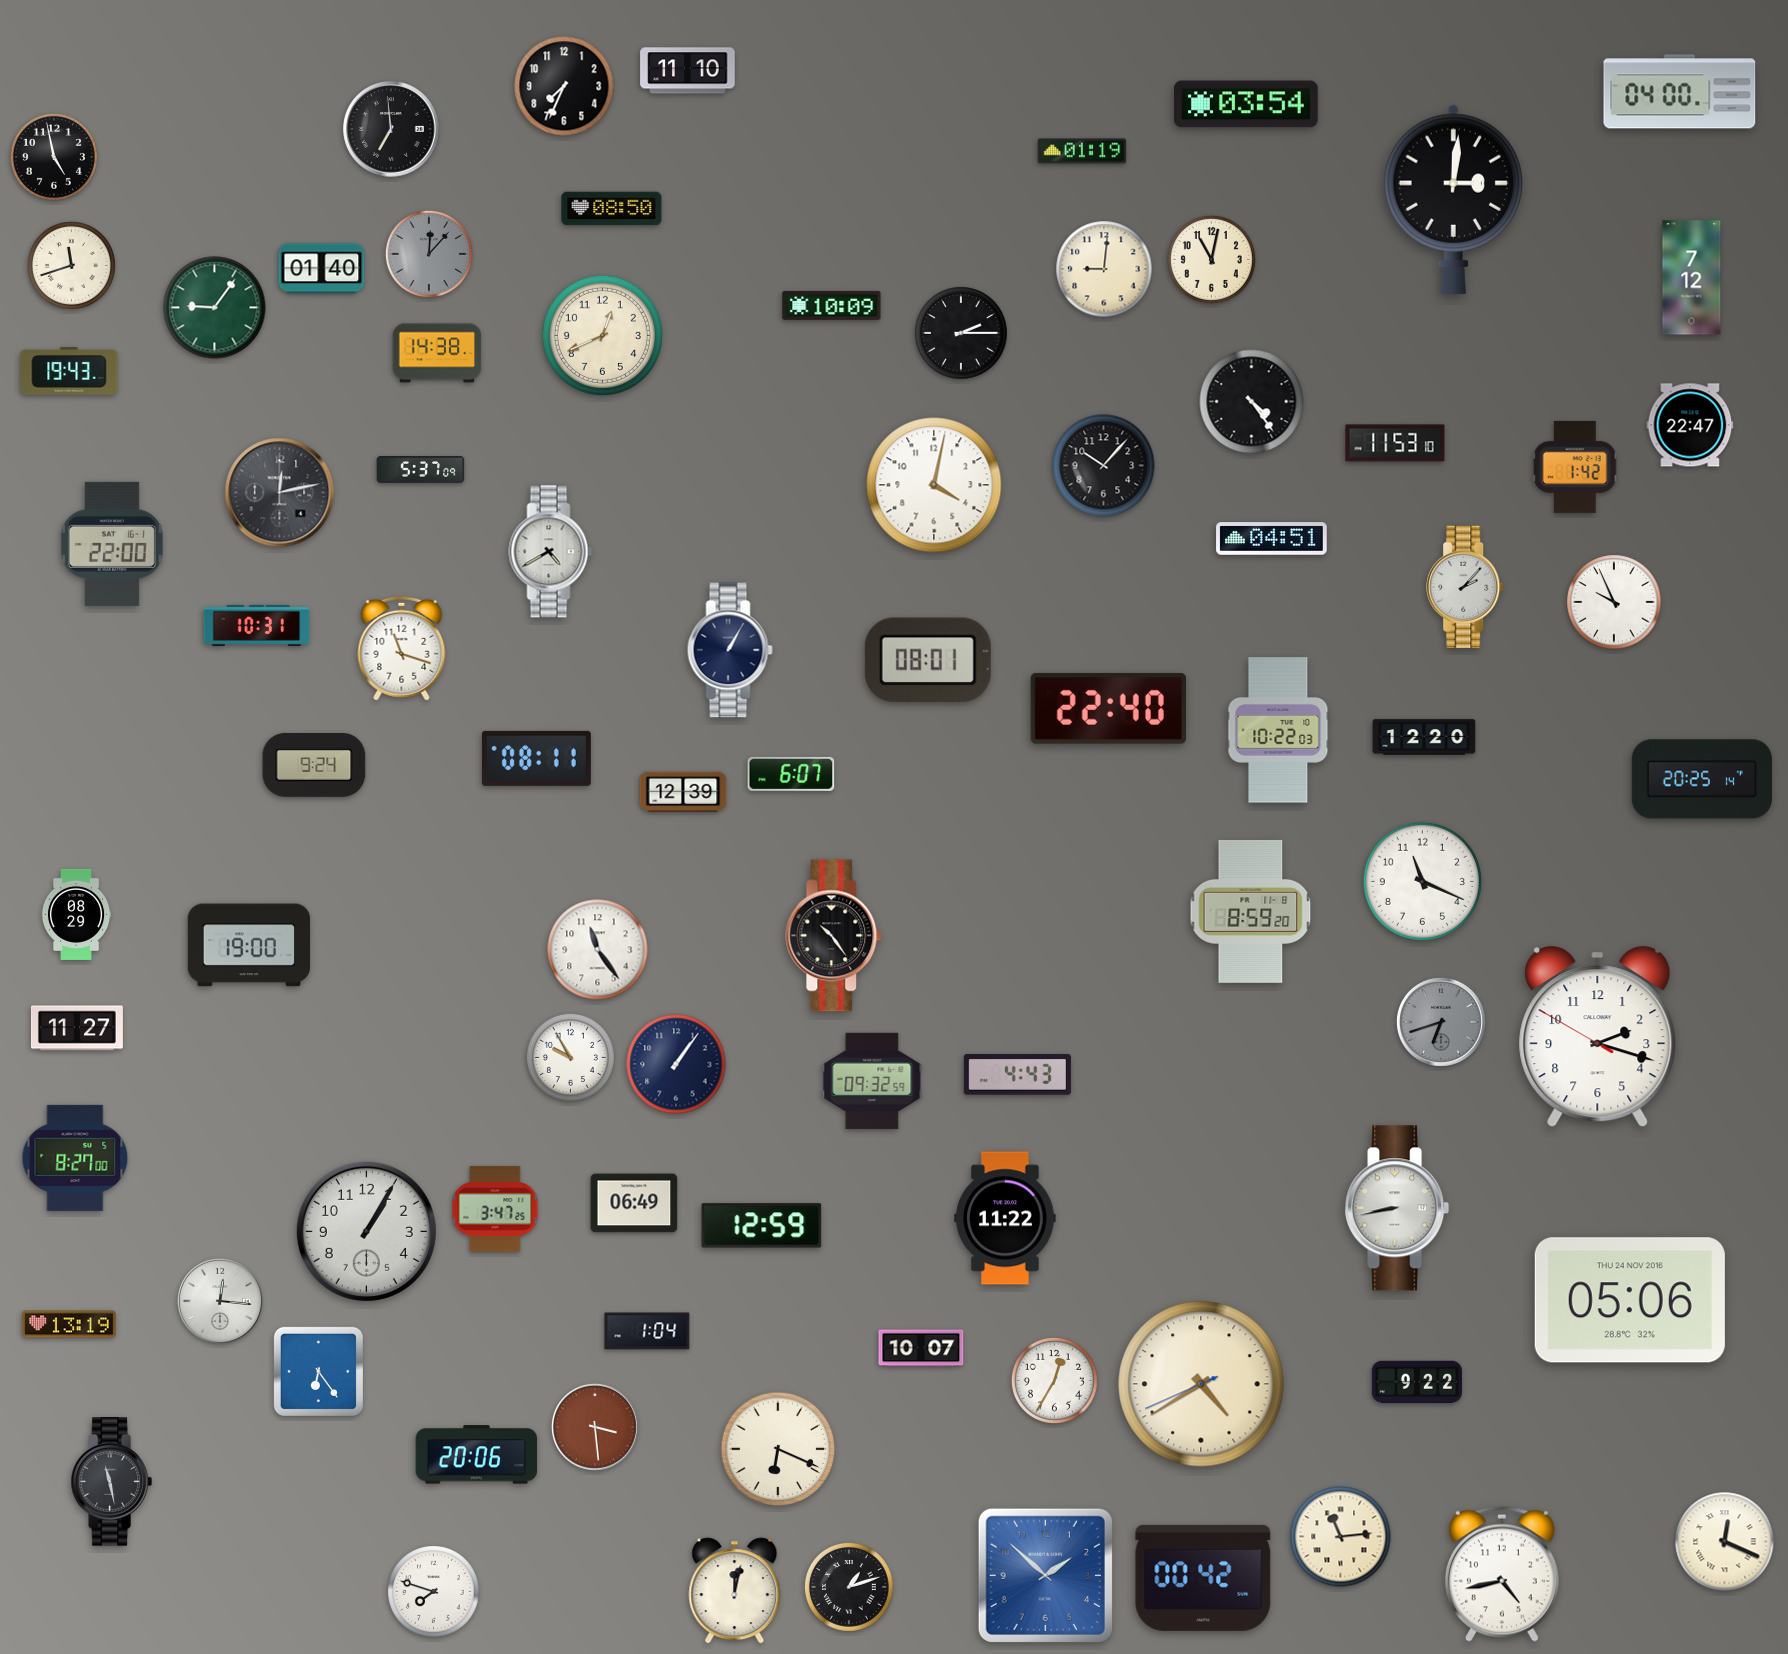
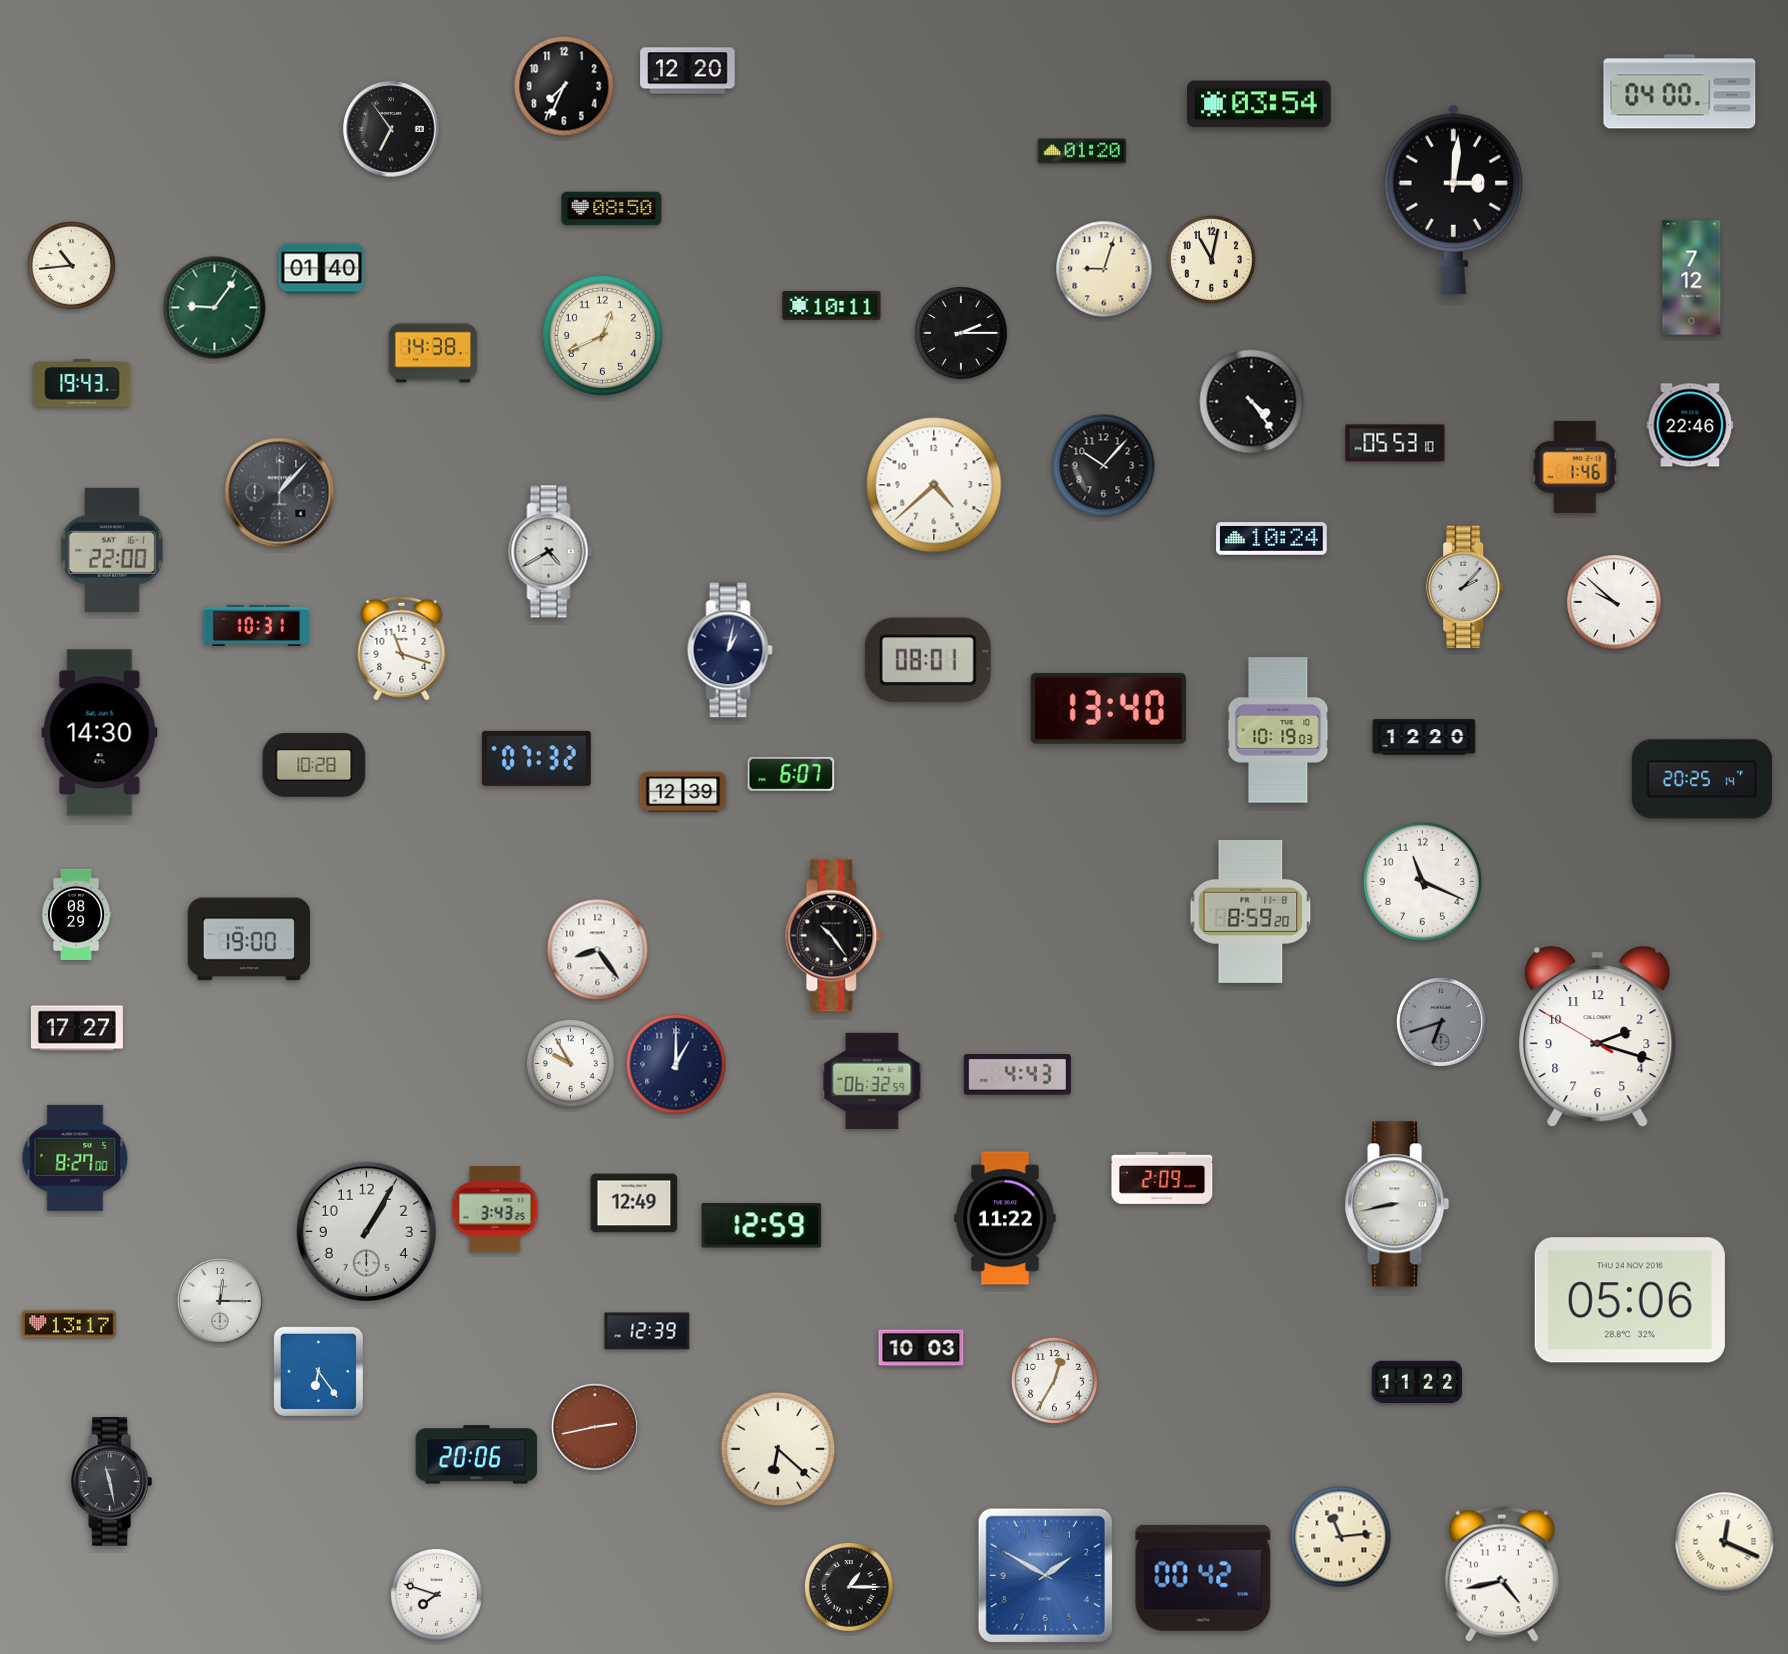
clock at (688, 71): 11:10 -> 12:20
clock at (1247, 104) position: (1247, 104) -> (1260, 104)
clock at (391, 129): 6:59 -> 6:54
clock at (1082, 151): 01:19 -> 01:20
clock at (54, 157): 4:58 -> none
clock at (429, 254): 12:07 -> none
clock at (71, 265): 11:42 -> 10:44
clock at (1104, 269): 9:01 -> 9:03
clock at (832, 305): 10:09 -> 10:11
clock at (437, 353) position: (437, 353) -> (433, 353)
clock at (69, 371) position: (69, 371) -> (82, 383)
clock at (1690, 425): 22:47 -> 22:46
clock at (1395, 443): 11:53 -> 05:53
clock at (1575, 467): 1:42 -> 1:46
clock at (421, 470): 5:37 -> none
clock at (934, 485): 4:02 -> 4:38
clock at (280, 493): 12:13 -> 1:07
clock at (1272, 539): 04:51 -> 10:24
clock at (112, 544) position: (112, 544) -> (112, 550)
clock at (1614, 602): 9:56 -> 9:52
clock at (730, 650): 1:05 -> 1:02
clock at (1108, 708): 22:40 -> 13:40
clock at (1278, 730): 10:22 -> 10:19
clock at (100, 733): none -> 14:30
clock at (536, 758): 08:11 -> 07:32
clock at (314, 765): 9:24 -> 10:28
clock at (249, 945) position: (249, 945) -> (249, 939)
clock at (598, 950): 11:24 -> 8:24
clock at (77, 1028): 11:27 -> 17:27
clock at (570, 1057) position: (570, 1057) -> (570, 1063)
clock at (676, 1064): 1:06 -> 1:00
clock at (872, 1081): 09:32 -> 06:32
clock at (1162, 1178): none -> 2:09
clock at (634, 1203): 06:49 -> 12:49
clock at (1397, 1208) position: (1397, 1208) -> (1397, 1204)
clock at (495, 1209): 3:47 -> 3:43
clock at (220, 1301): 12:16 -> 12:15
clock at (69, 1324): 13:19 -> 13:17
clock at (647, 1331): 1:04 -> 12:39
clock at (921, 1348): 10:07 -> 10:03
clock at (1417, 1381): 9:22 -> 11:22
clock at (1201, 1384): 4:39 -> none
clock at (595, 1427): 3:29 -> 2:43
clock at (778, 1449): 6:19 -> 6:22
clock at (1045, 1575): 1:52 -> 1:50
clock at (849, 1587): 1:12 -> 1:15
clock at (735, 1591): 12:02 -> none
clock at (434, 1592) position: (434, 1592) -> (437, 1595)
